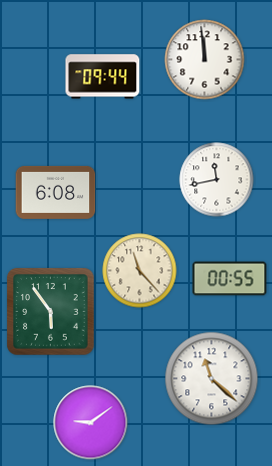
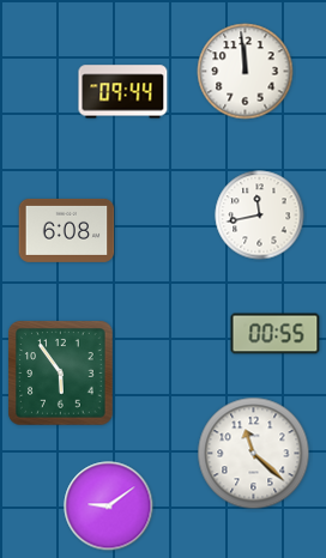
clock at (140, 271): 11:23 -> none
